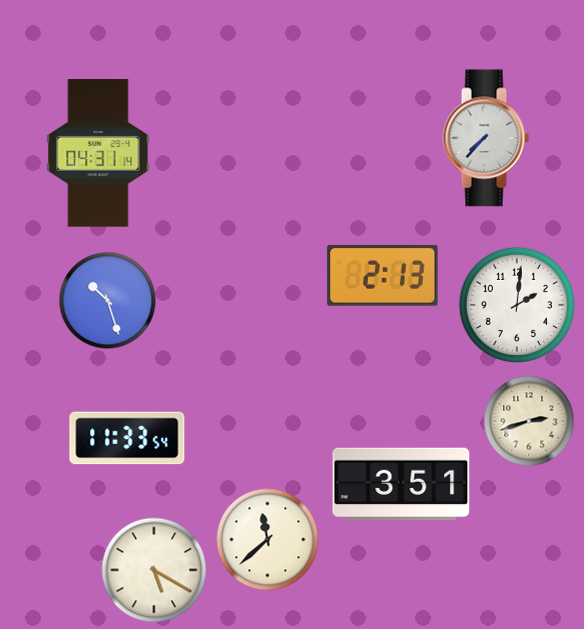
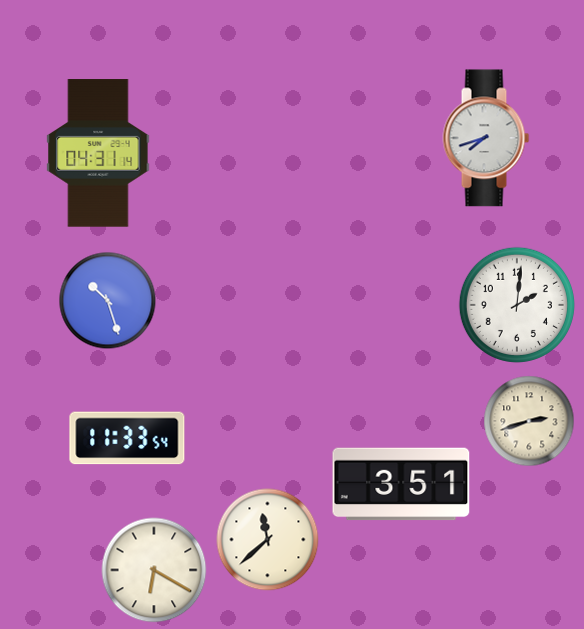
clock at (486, 138): 7:37 -> 7:42
clock at (383, 275): 2:13 -> none
clock at (154, 570): 5:20 -> 6:20
